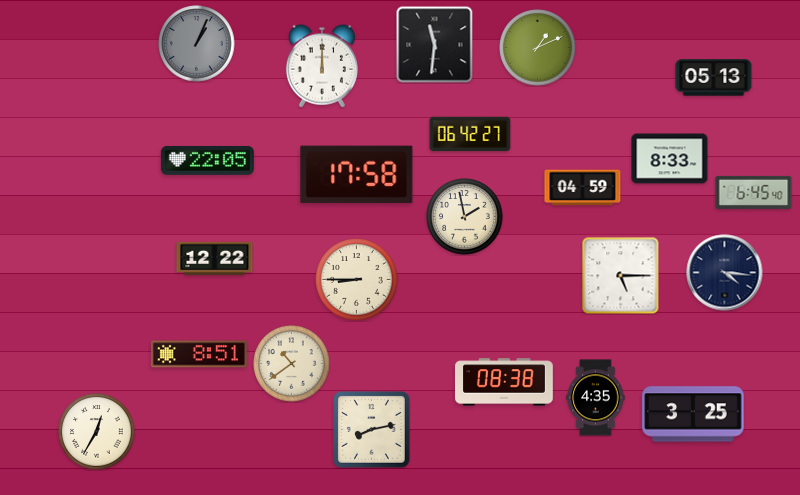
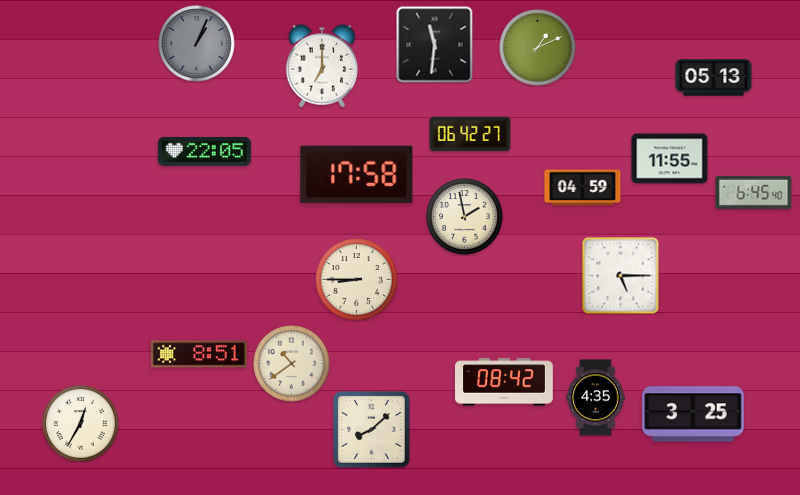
clock at (322, 66): 12:00 -> 7:00
clock at (670, 159): 8:33 -> 11:55
clock at (207, 160) position: (207, 160) -> (204, 151)
clock at (215, 259): 12:22 -> none
clock at (725, 273): 4:16 -> none
clock at (505, 382): 08:38 -> 08:42
clock at (372, 430): 8:13 -> 8:08
clock at (97, 432) position: (97, 432) -> (81, 424)
